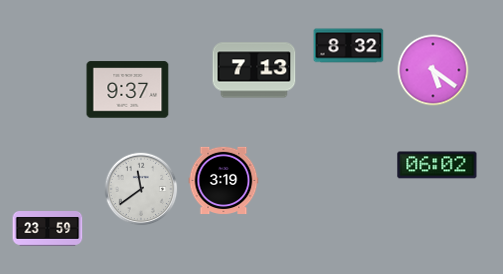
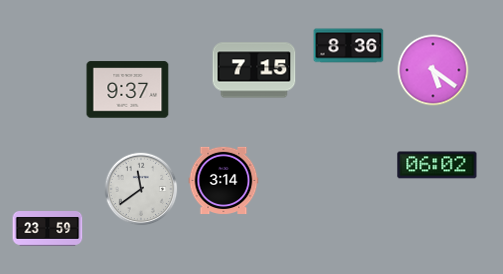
clock at (349, 46): 8:32 -> 8:36
clock at (254, 70): 7:13 -> 7:15
clock at (224, 181): 3:19 -> 3:14
